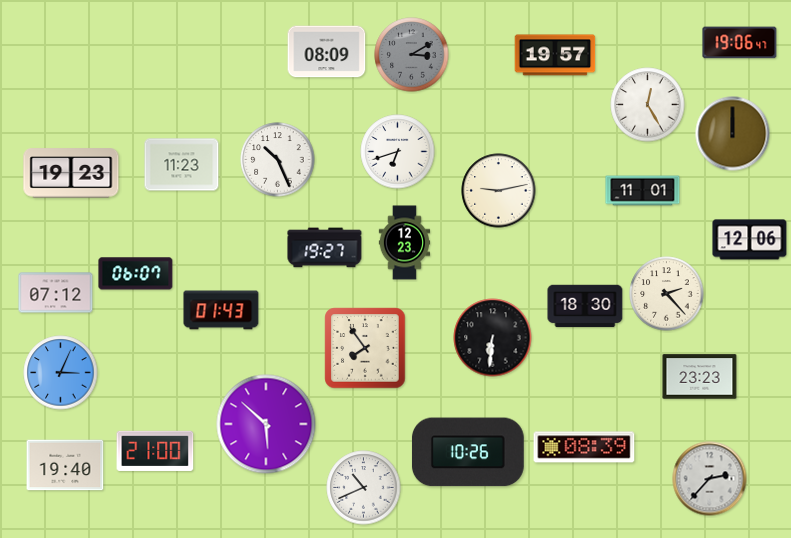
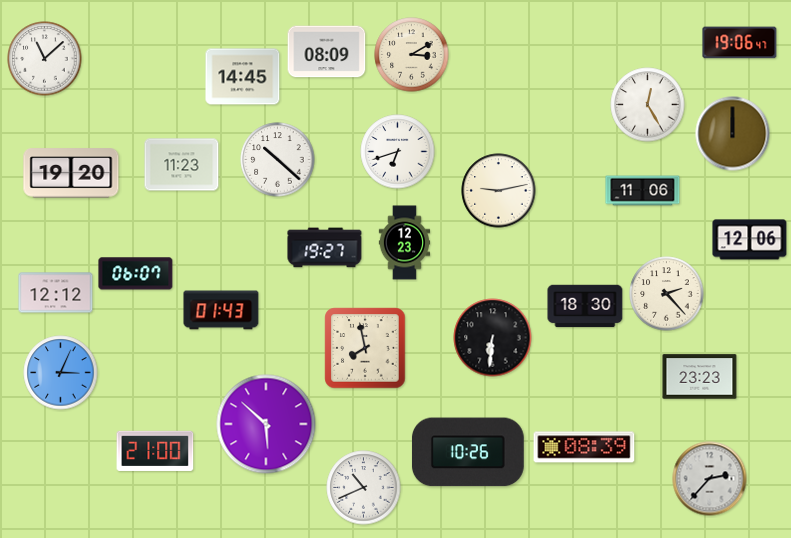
clock at (412, 55) dial: grey -> cream
clock at (555, 55): 19:57 -> none
clock at (45, 59): none -> 11:08
clock at (243, 77): none -> 14:45
clock at (278, 160): 10:26 -> 10:22
clock at (71, 173): 19:23 -> 19:20
clock at (643, 191): 11:01 -> 11:06
clock at (56, 293): 07:12 -> 12:12
clock at (365, 348): 7:54 -> 7:58
clock at (65, 465): 19:40 -> none
